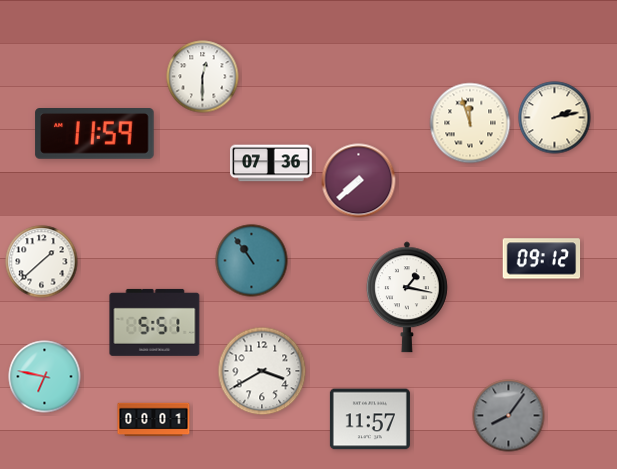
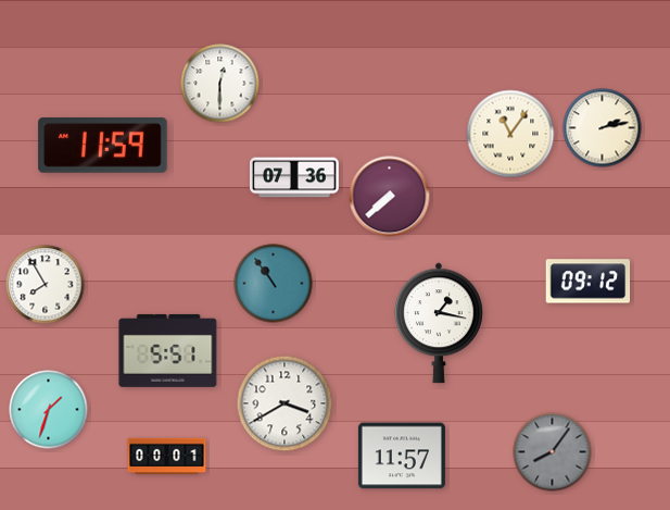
clock at (470, 123): 11:57 -> 11:06
clock at (42, 262): 1:38 -> 7:55
clock at (407, 297) position: (407, 297) -> (439, 323)
clock at (45, 377): 6:47 -> 1:33
